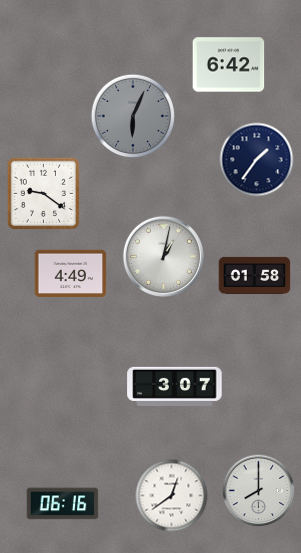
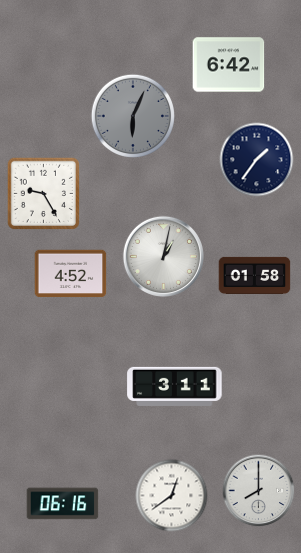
clock at (43, 193): 9:21 -> 9:25
clock at (71, 274): 4:49 -> 4:52
clock at (175, 386): 3:07 -> 3:11
